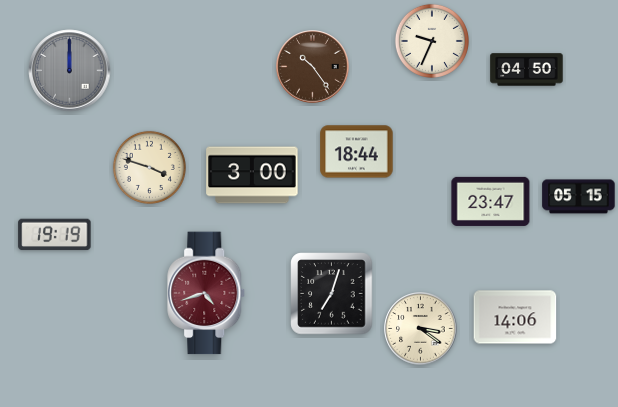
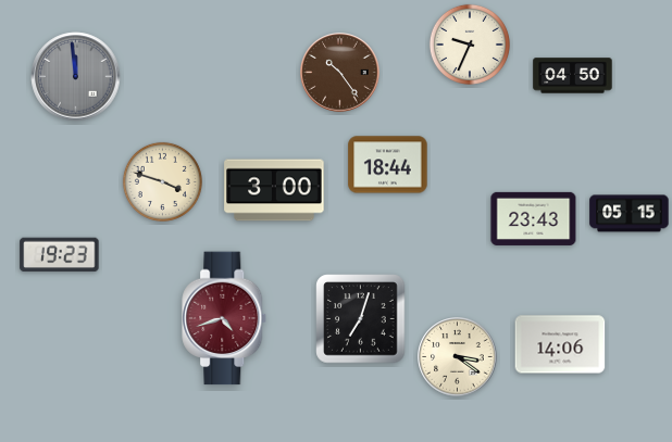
clock at (70, 71): 12:00 -> 11:59
clock at (491, 201): 23:47 -> 23:43
clock at (55, 235): 19:19 -> 19:23
